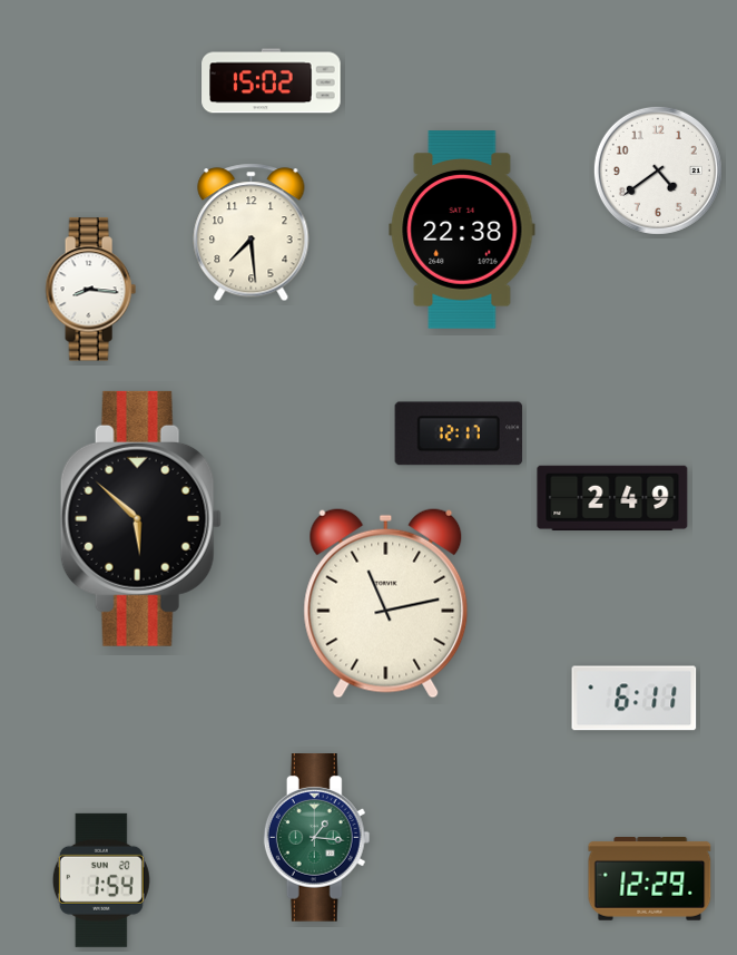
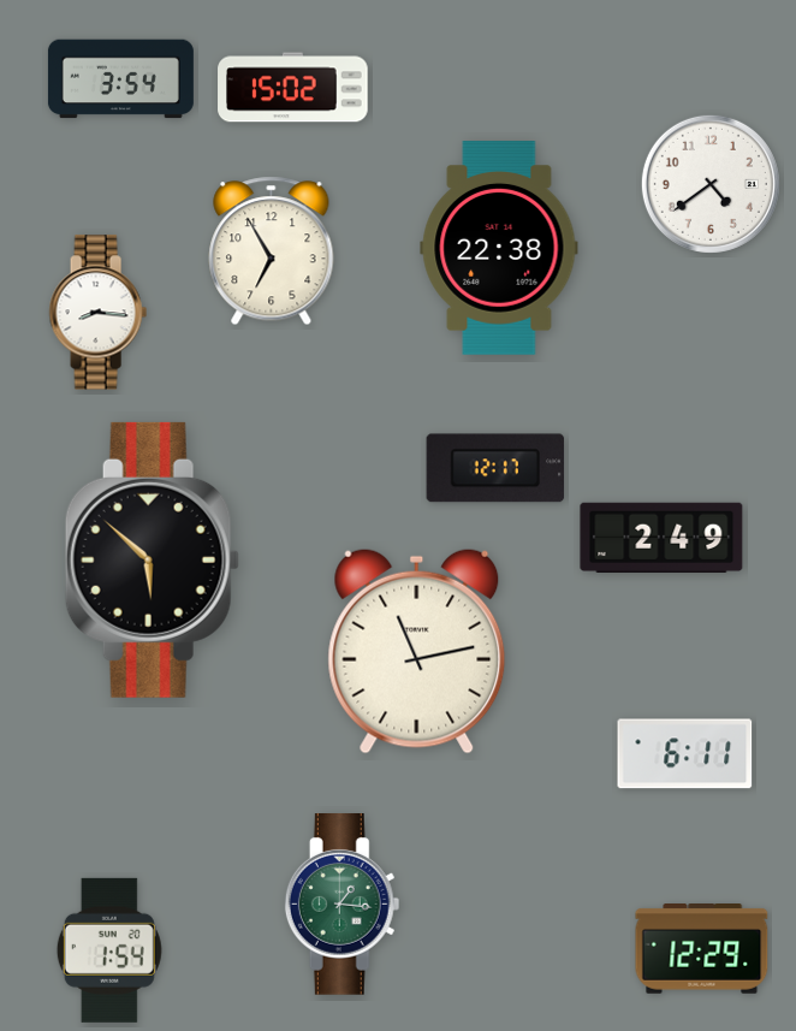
clock at (120, 79): none -> 3:54
clock at (252, 233): 7:29 -> 6:55
